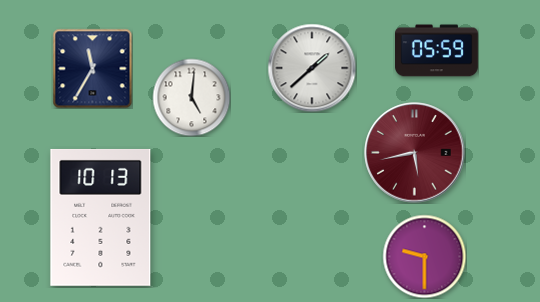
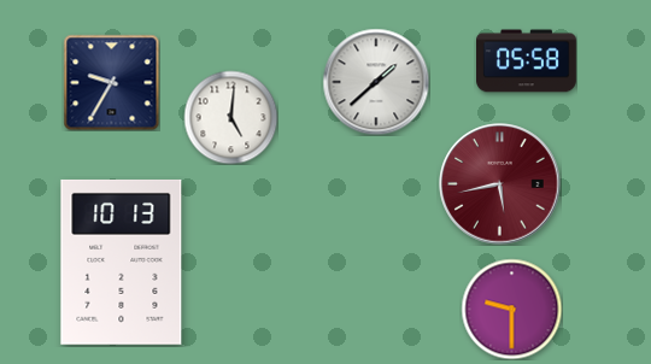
clock at (437, 51): 05:59 -> 05:58
clock at (92, 68): 11:35 -> 9:35
